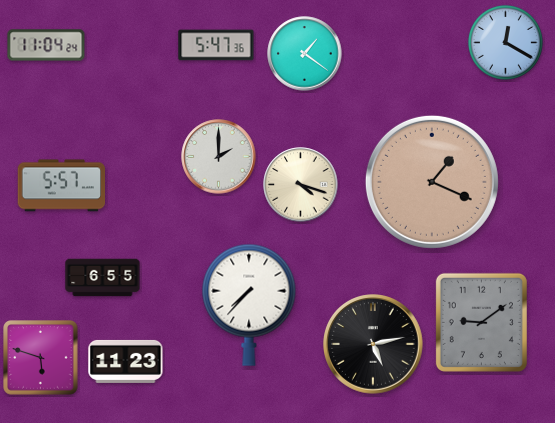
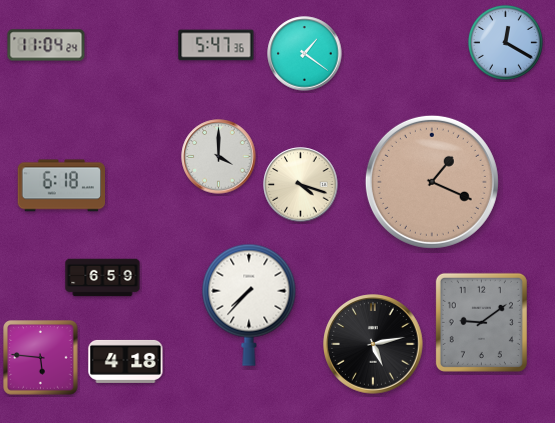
clock at (219, 157): 2:00 -> 4:00
clock at (61, 186): 5:57 -> 6:18
clock at (103, 278): 6:55 -> 6:59
clock at (41, 358): 5:48 -> 5:46
clock at (126, 361): 11:23 -> 4:18
